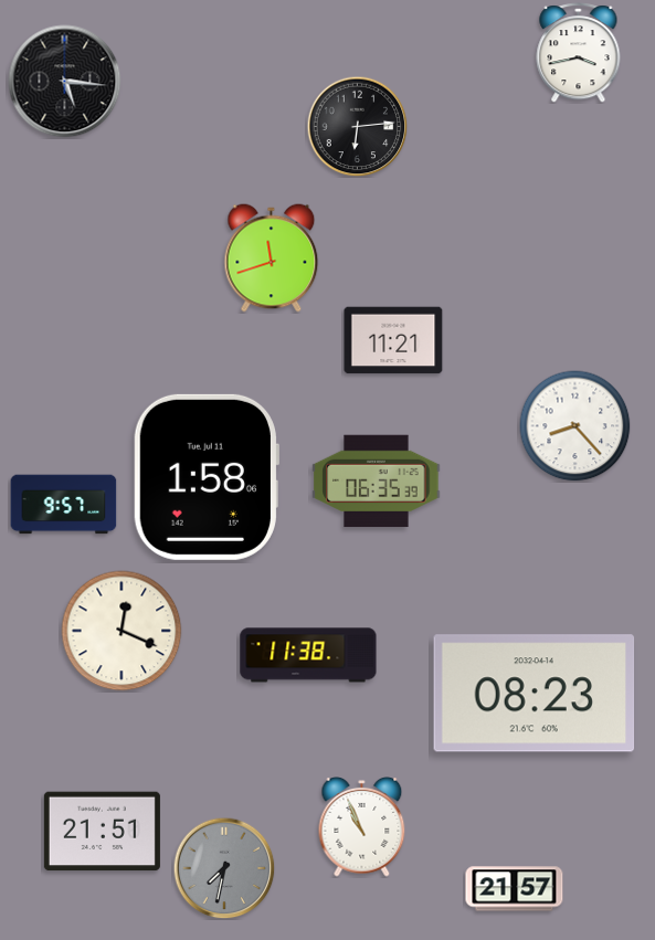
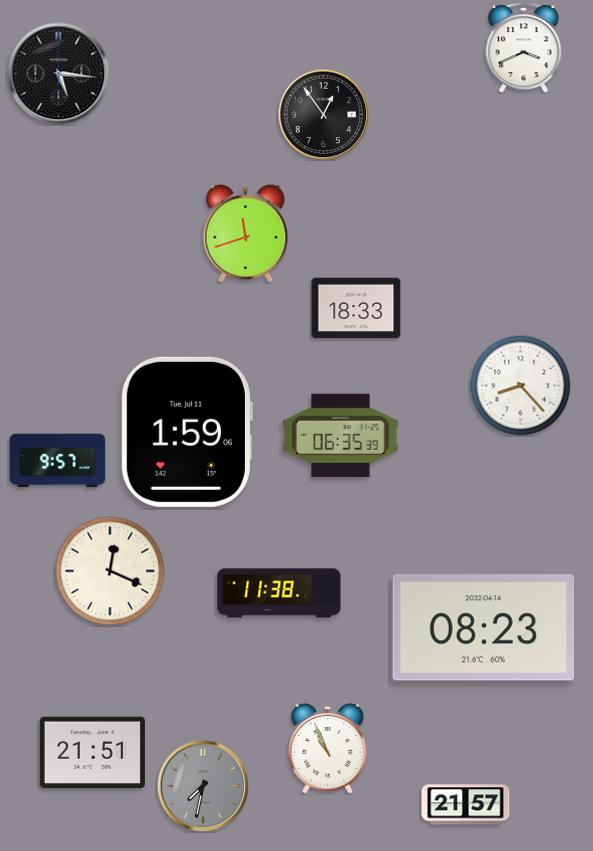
clock at (579, 53): 3:43 -> 3:41
clock at (357, 126): 6:14 -> 12:54
clock at (393, 340): 11:21 -> 18:33
clock at (207, 477): 1:58 -> 1:59
clock at (64, 505) position: (64, 505) -> (58, 461)
